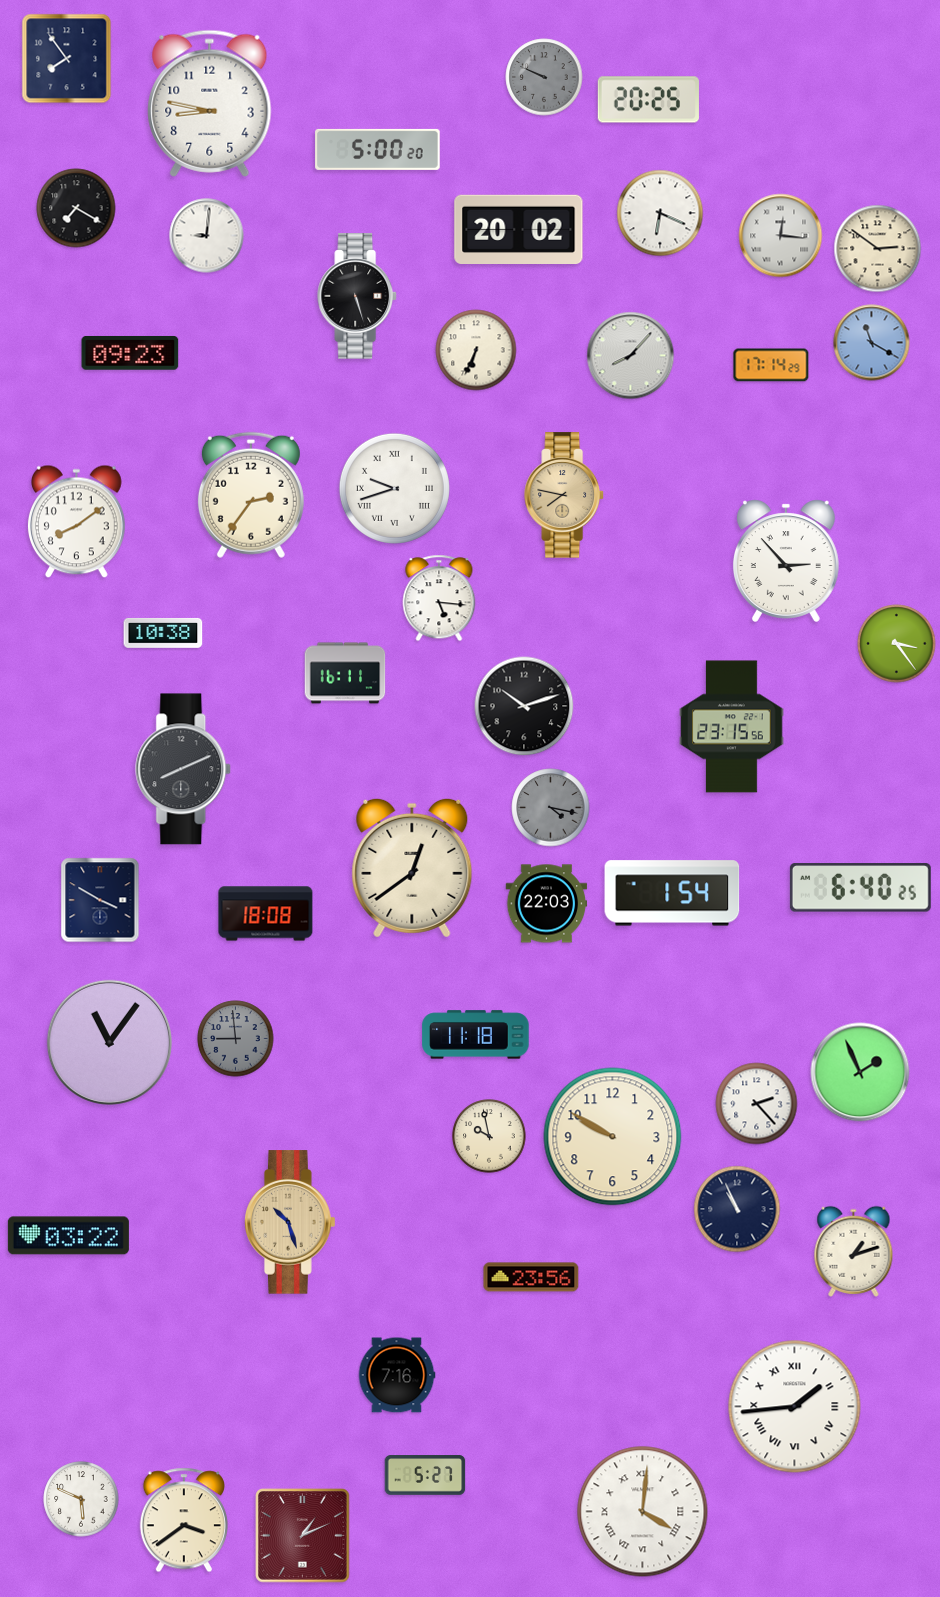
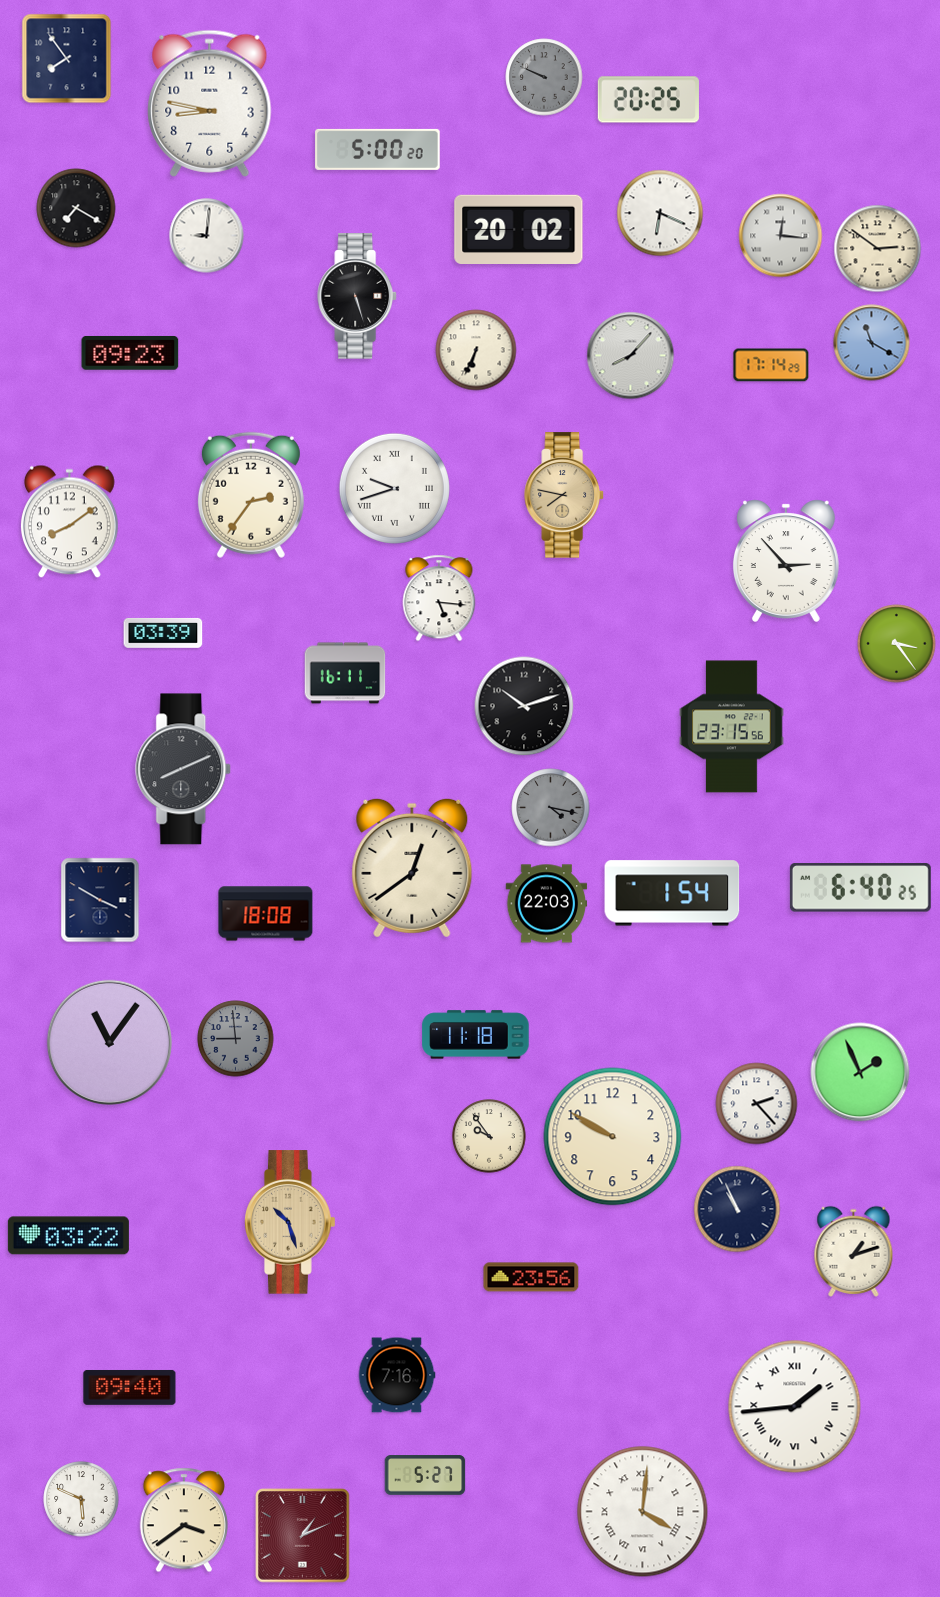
clock at (76, 522) position: (76, 522) -> (69, 522)
clock at (163, 633): 10:38 -> 03:39
clock at (489, 1136): 9:58 -> 9:54
clock at (130, 1387): none -> 09:40
